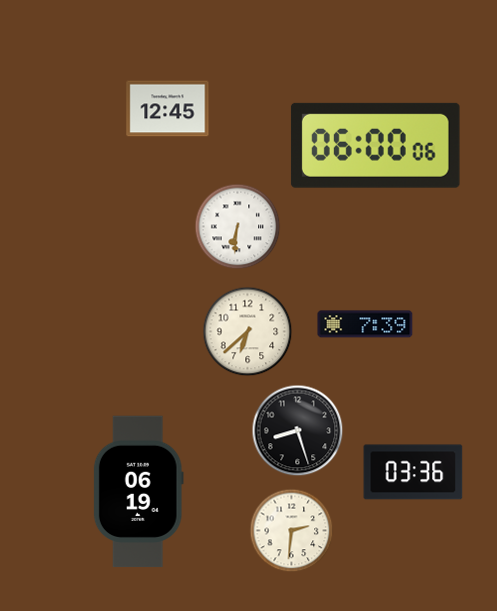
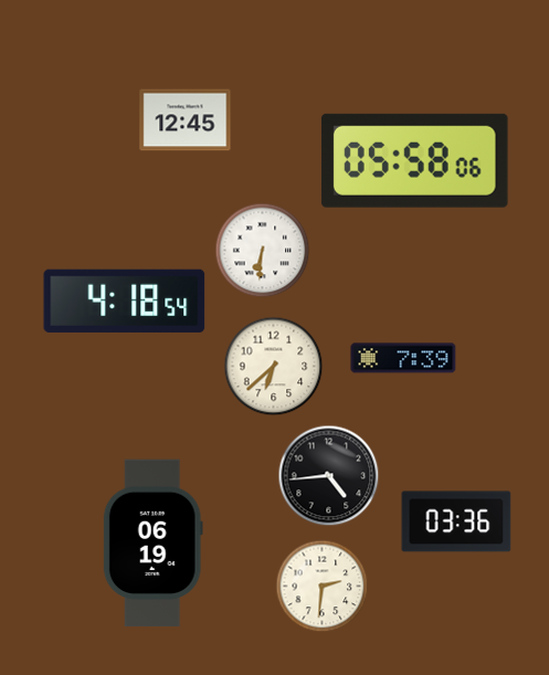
clock at (375, 145): 06:00 -> 05:58
clock at (125, 300): none -> 4:18
clock at (297, 430): 8:27 -> 4:44
